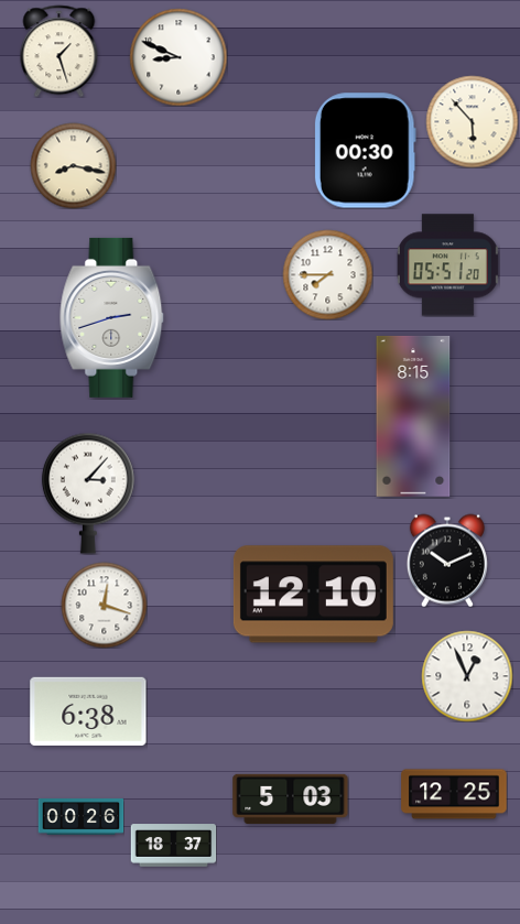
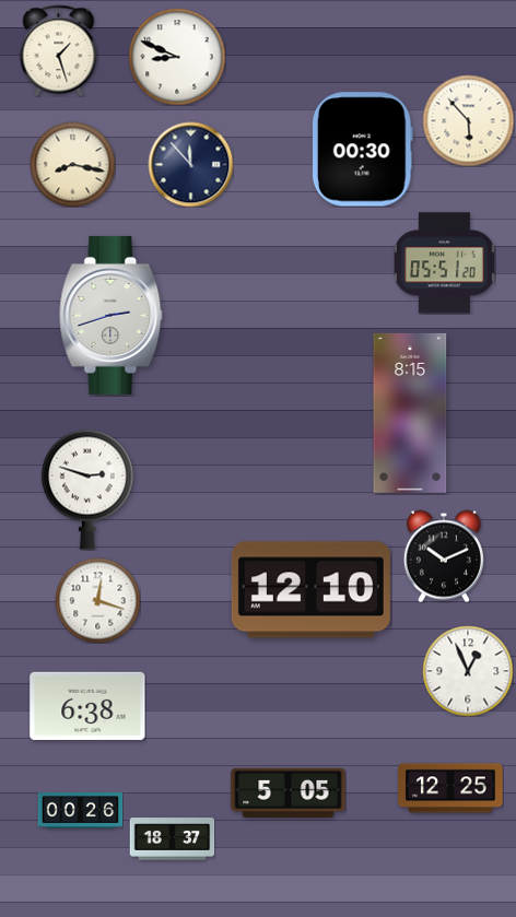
clock at (190, 164): none -> 11:53
clock at (327, 274): 7:45 -> none
clock at (88, 493): 3:07 -> 2:48
clock at (104, 605) position: (104, 605) -> (97, 600)
clock at (467, 676) position: (467, 676) -> (468, 671)
clock at (291, 798): 5:03 -> 5:05
